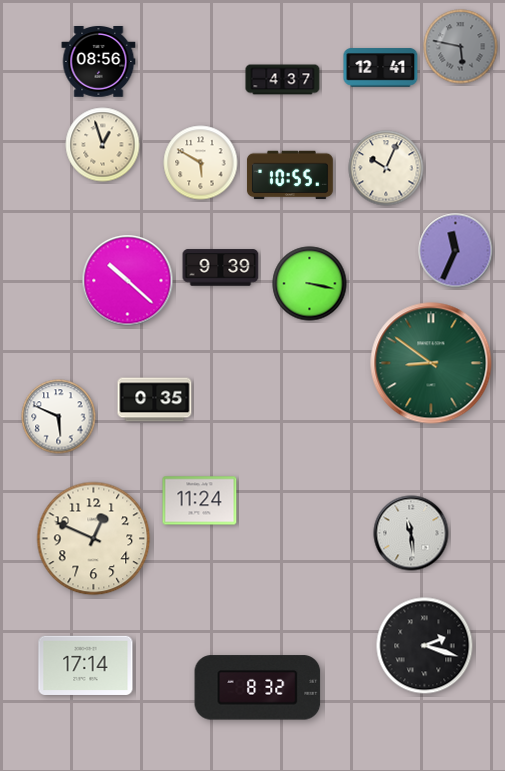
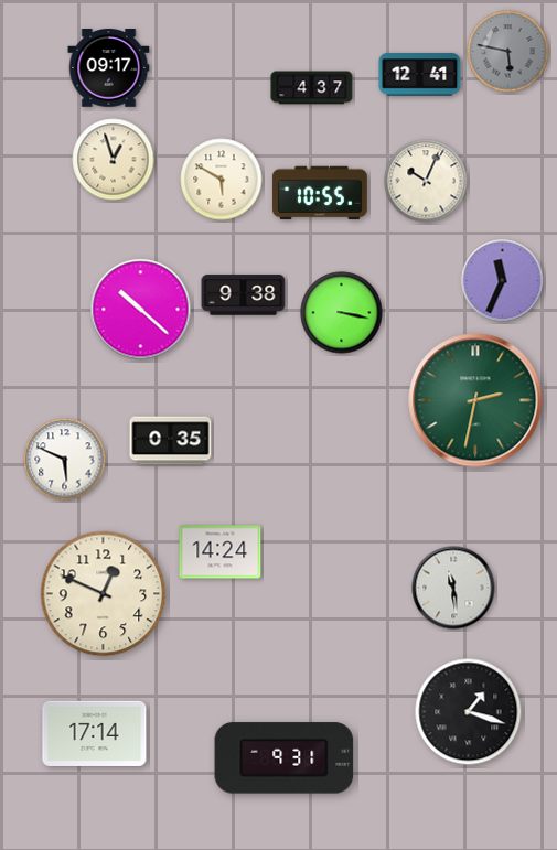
clock at (99, 62): 08:56 -> 09:17
clock at (386, 168) position: (386, 168) -> (426, 181)
clock at (456, 251) position: (456, 251) -> (503, 281)
clock at (221, 268): 9:39 -> 9:38
clock at (431, 363): 8:51 -> 2:32
clock at (200, 501): 11:24 -> 14:24
clock at (425, 646): 2:18 -> 1:18
clock at (258, 688): 8:32 -> 9:31
